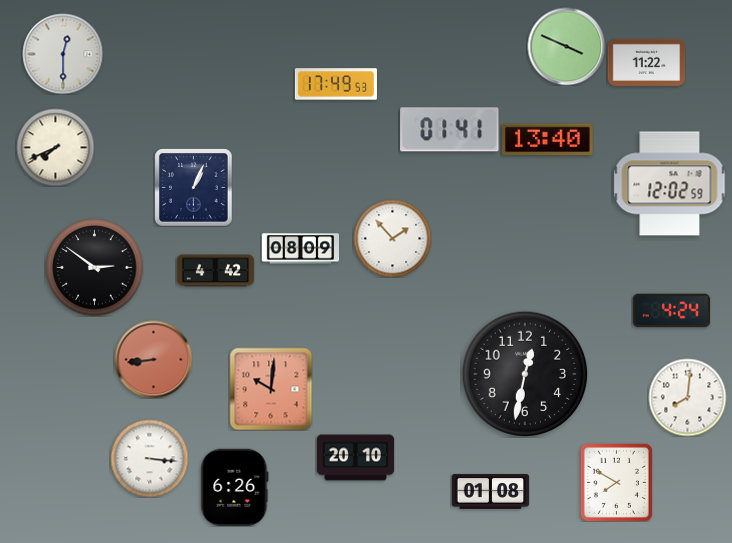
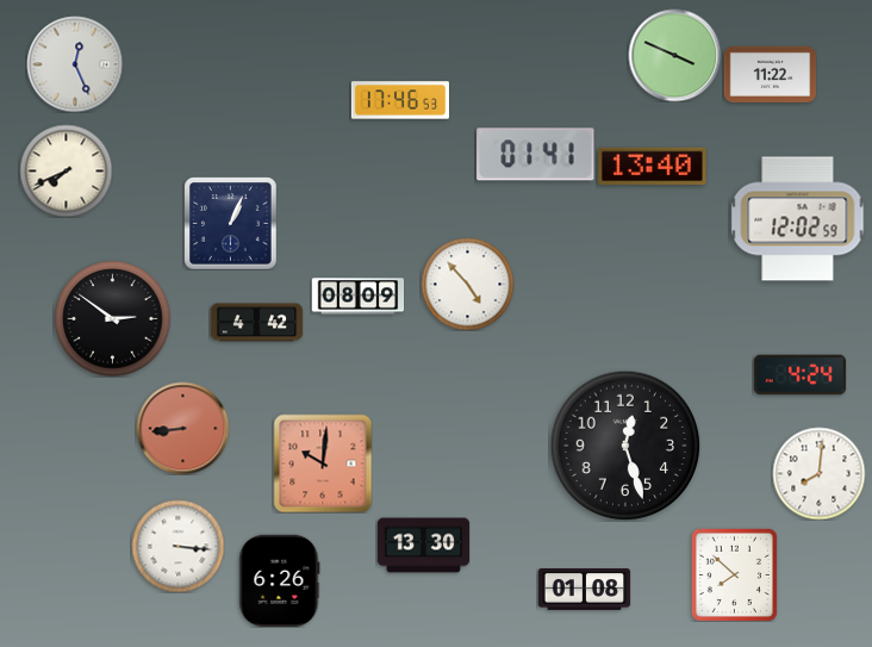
clock at (63, 54): 12:30 -> 12:26
clock at (336, 84): 17:49 -> 17:46
clock at (55, 147) position: (55, 147) -> (66, 170)
clock at (392, 238): 1:53 -> 4:53
clock at (671, 311) position: (671, 311) -> (799, 375)
clock at (525, 374): 12:32 -> 12:27
clock at (355, 458): 20:10 -> 13:30
clock at (616, 482): 7:50 -> 7:52
clock at (490, 492) position: (490, 492) -> (584, 590)
